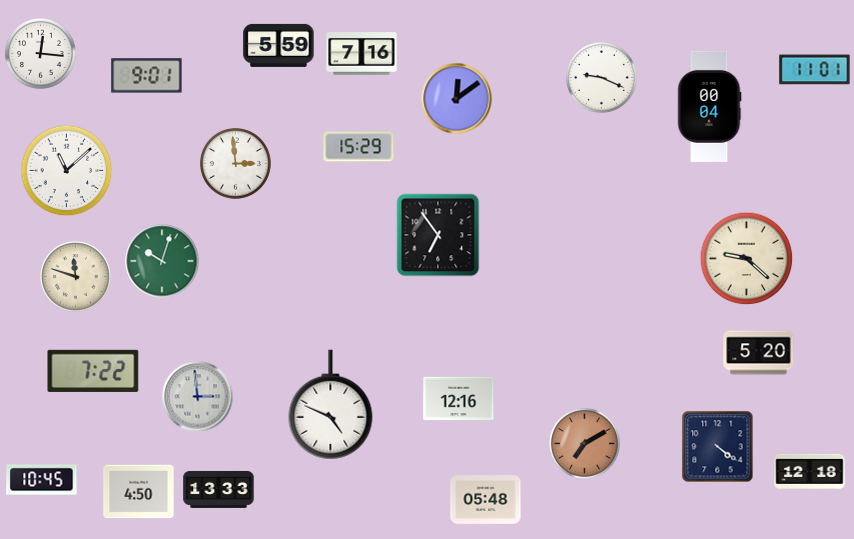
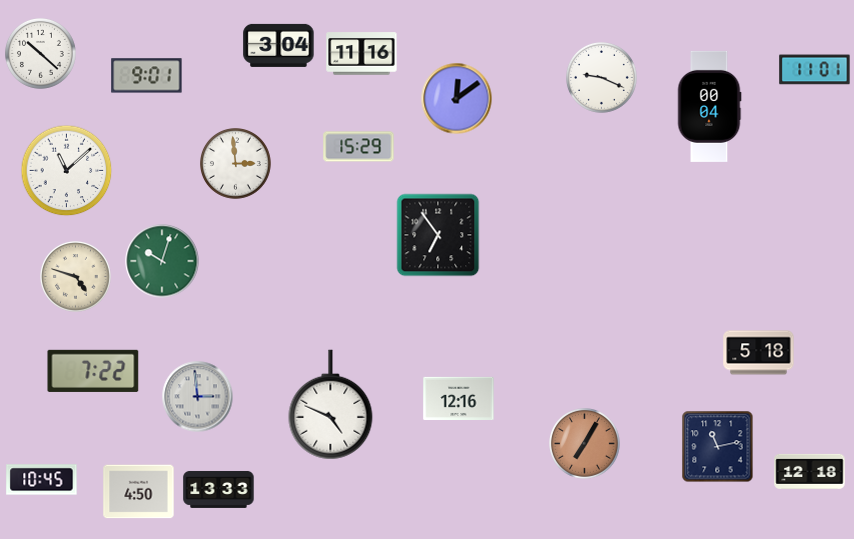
clock at (279, 45): 5:59 -> 3:04
clock at (41, 54): 12:16 -> 10:22
clock at (362, 54): 7:16 -> 11:16
clock at (747, 259): 9:22 -> none
clock at (76, 277): 11:48 -> 4:48
clock at (759, 353): 5:20 -> 5:18
clock at (585, 444): 7:10 -> 7:05
clock at (718, 447): 4:21 -> 11:13
clock at (486, 500): 05:48 -> none
